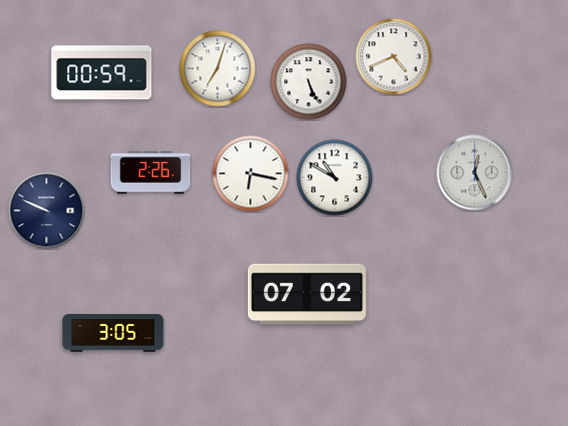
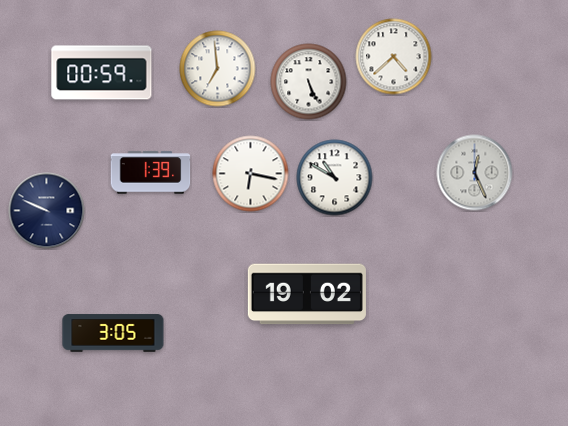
clock at (394, 57): 4:41 -> 4:38
clock at (218, 69): 7:03 -> 6:59
clock at (151, 173): 2:26 -> 1:39
clock at (307, 294): 07:02 -> 19:02
